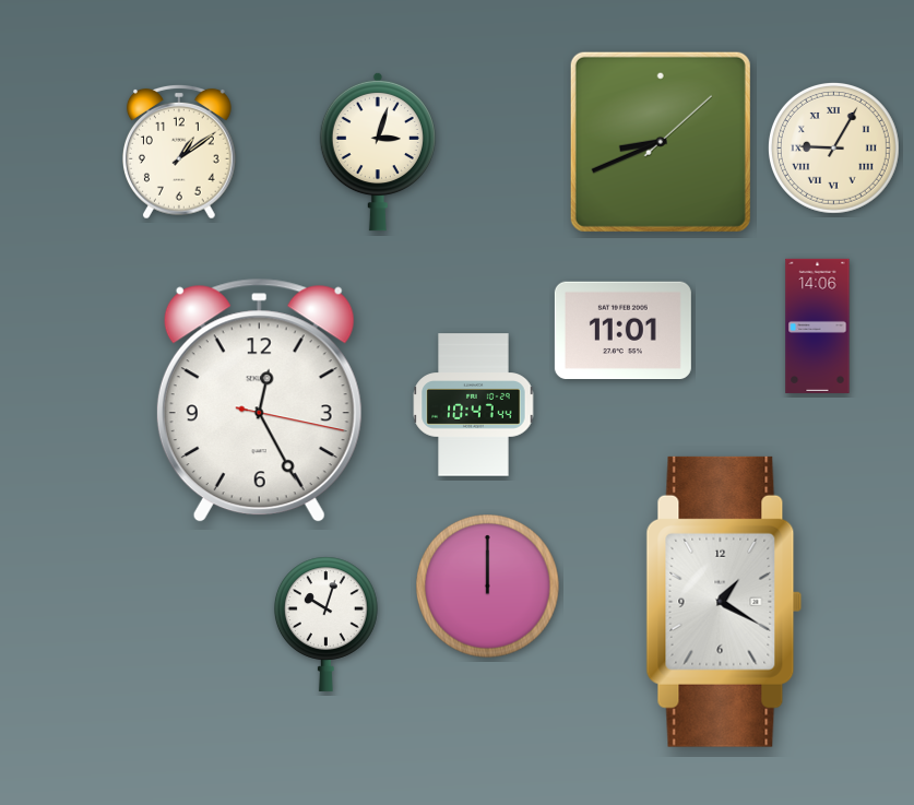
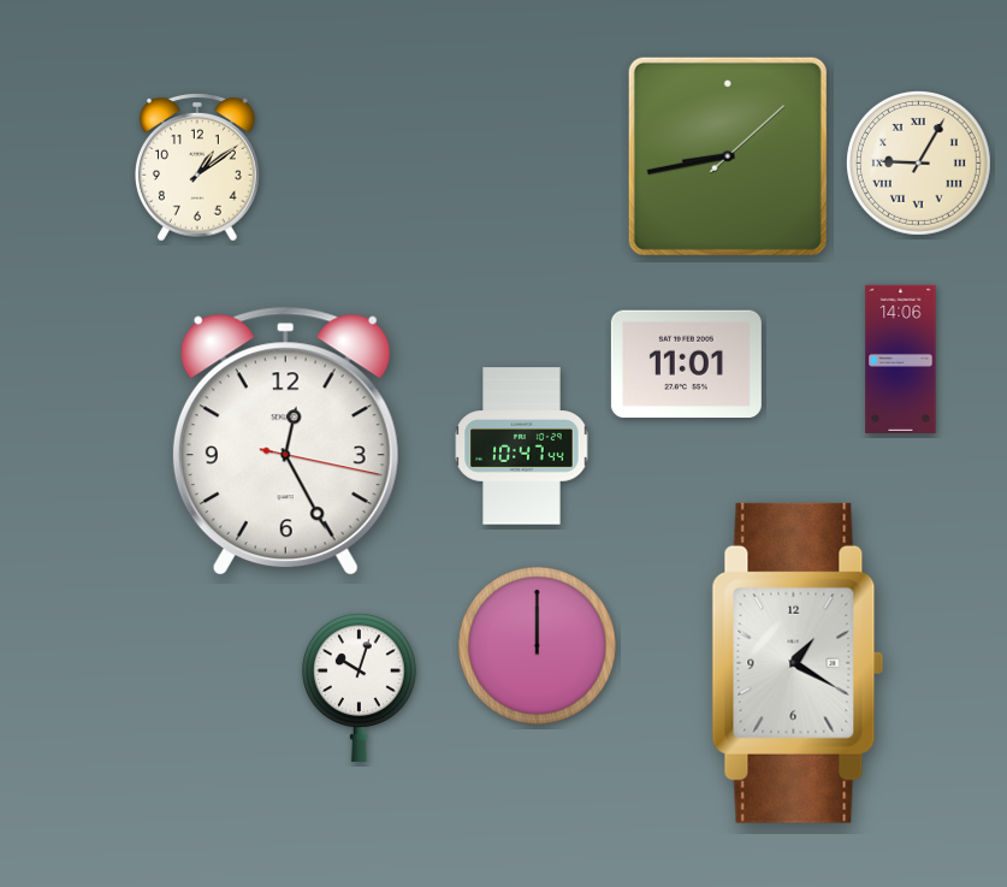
clock at (661, 142): 8:41 -> 8:43
clock at (378, 152): 3:03 -> none
